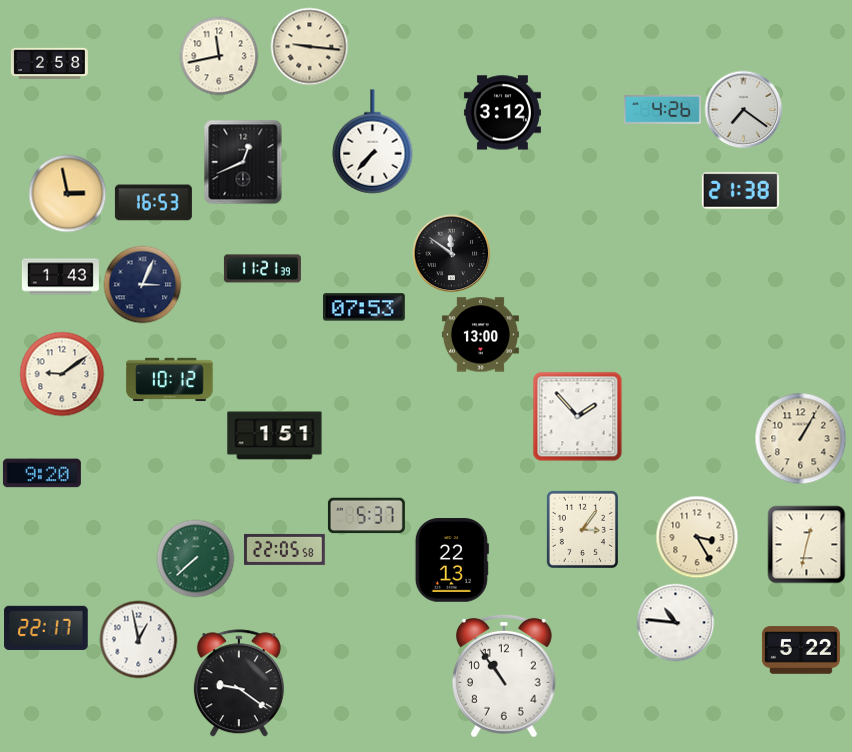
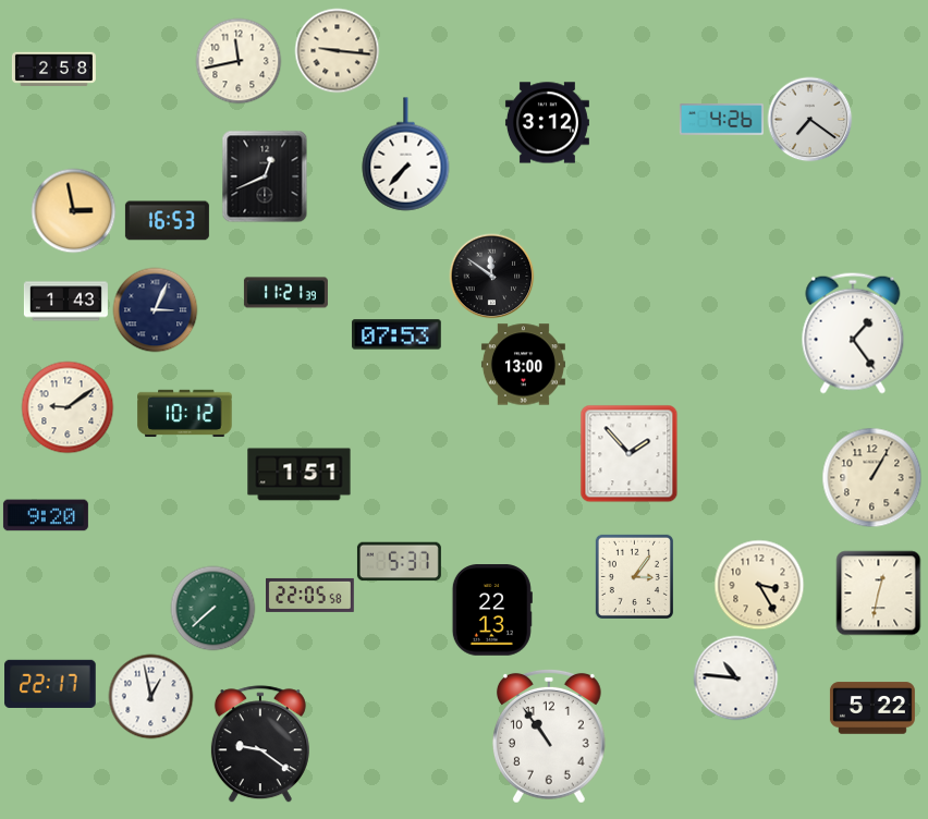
clock at (740, 191): 21:38 -> none
clock at (853, 333): none -> 1:24
clock at (285, 549) position: (285, 549) -> (310, 595)
